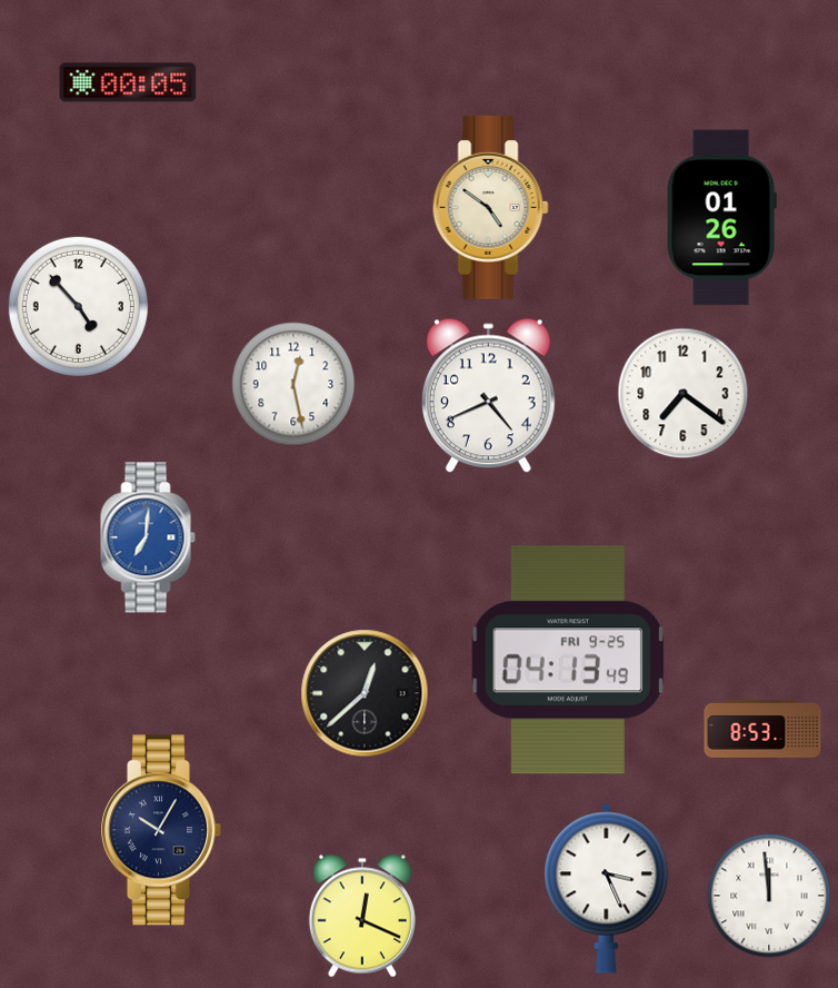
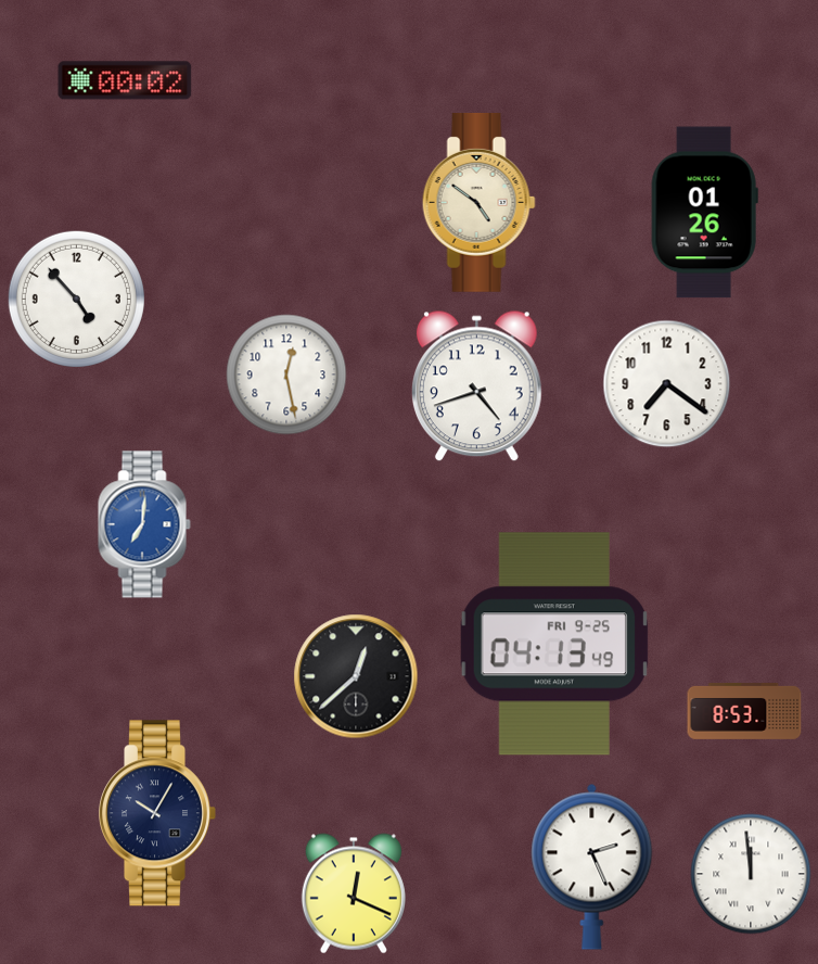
clock at (128, 82): 00:05 -> 00:02
clock at (488, 396): 4:41 -> 4:42
clock at (161, 830) position: (161, 830) -> (157, 813)
clock at (607, 888): 3:26 -> 2:26
